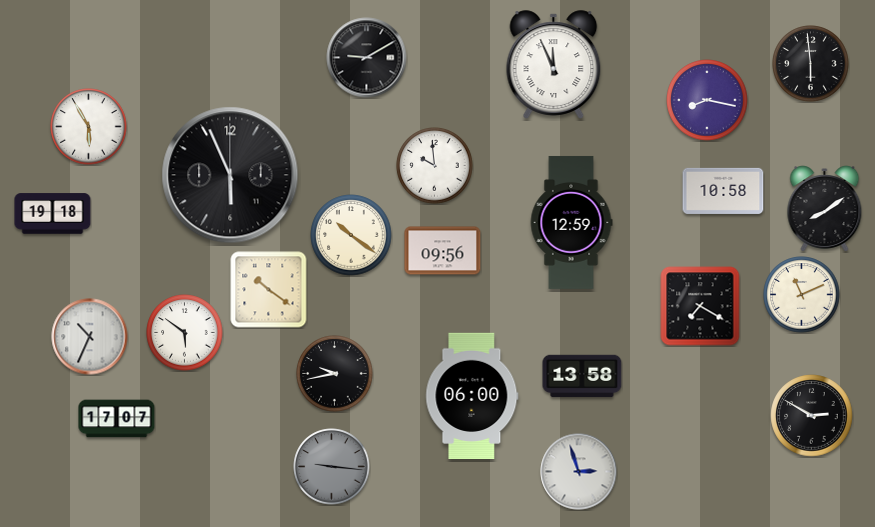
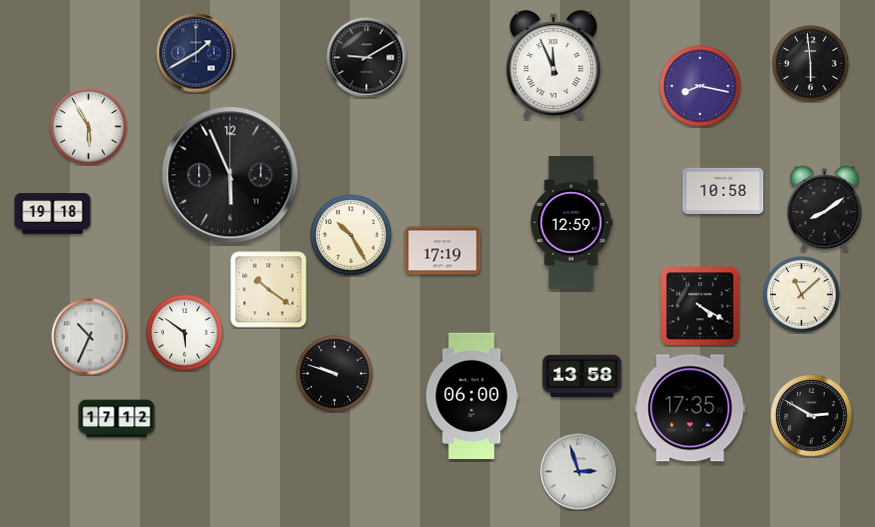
clock at (196, 53): none -> 1:40
clock at (707, 100) position: (707, 100) -> (700, 86)
clock at (435, 166): 9:59 -> none
clock at (351, 235): 10:21 -> 10:25
clock at (443, 251): 09:56 -> 17:19
clock at (802, 295): 11:11 -> 11:08
clock at (700, 306): 7:20 -> 4:20
clock at (335, 374): 9:43 -> 9:48
clock at (690, 408): none -> 17:35
clock at (117, 419): 17:07 -> 17:12
clock at (332, 467): 9:16 -> none
